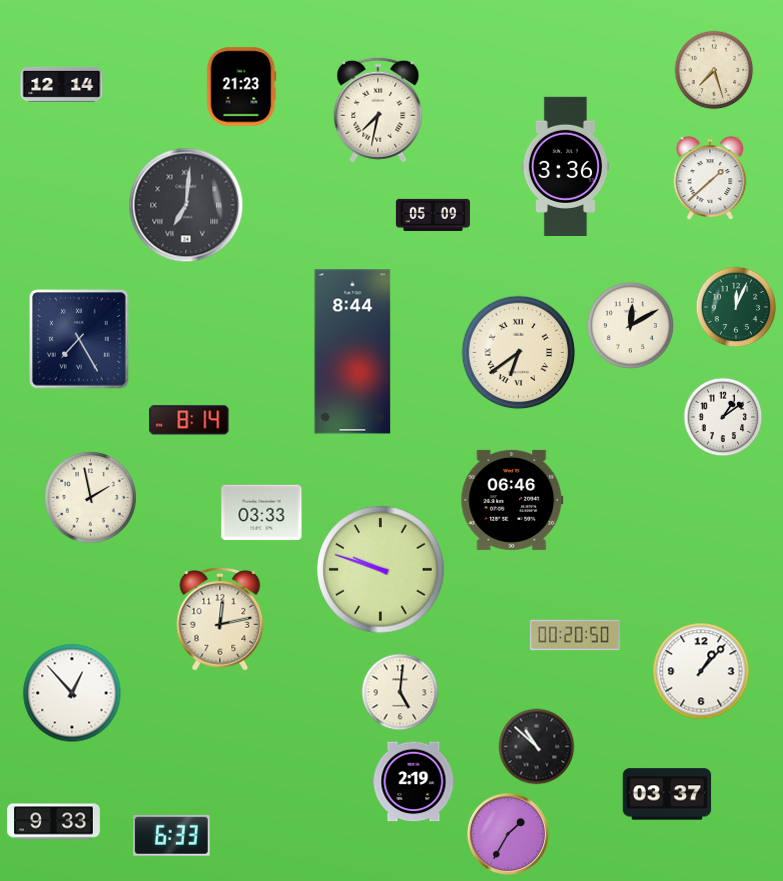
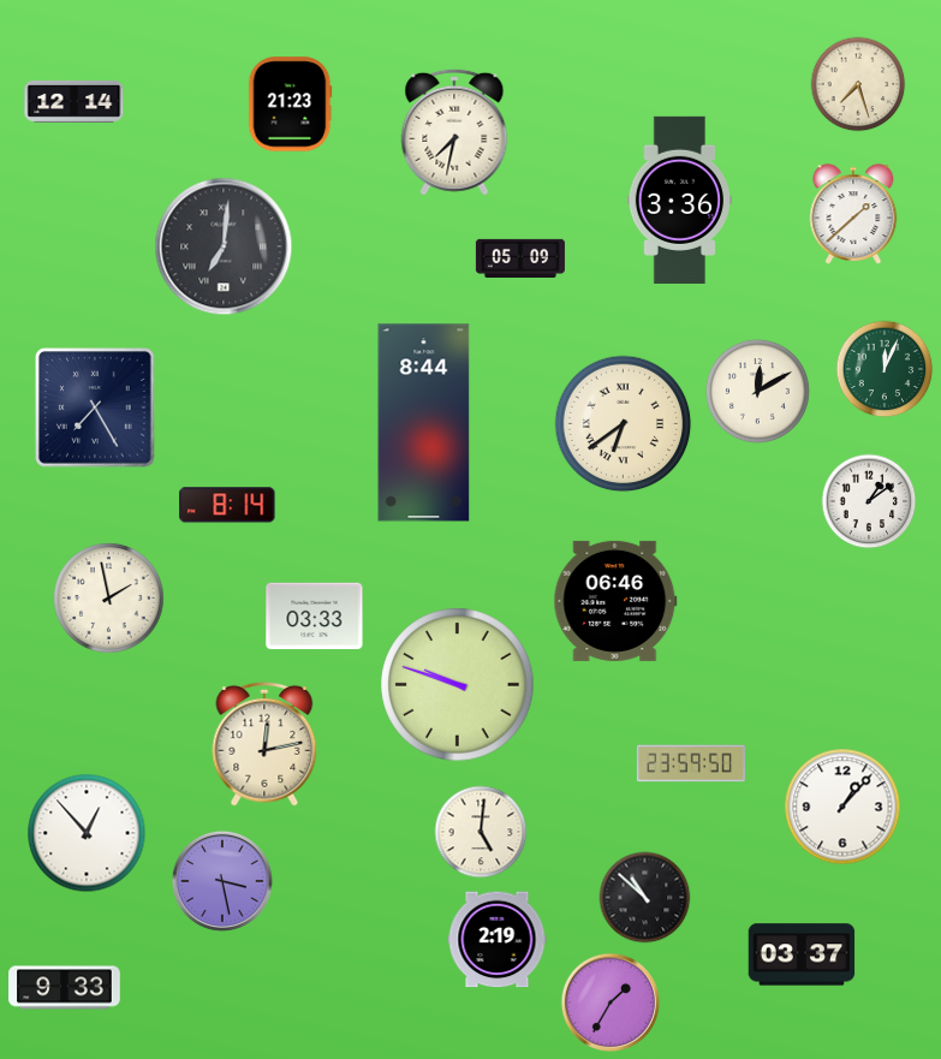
clock at (575, 635): 00:20 -> 23:59
clock at (222, 881): none -> 3:28
clock at (172, 835): 6:33 -> none
